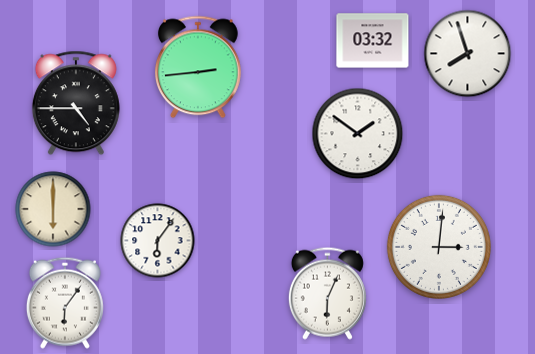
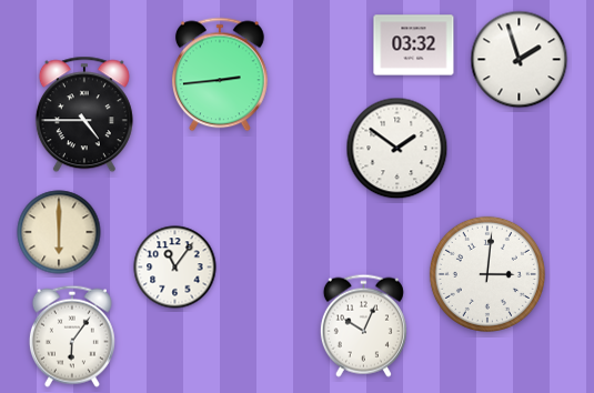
clock at (468, 54): 7:57 -> 1:57
clock at (158, 241): 6:06 -> 11:06
clock at (327, 293): 6:04 -> 10:04
